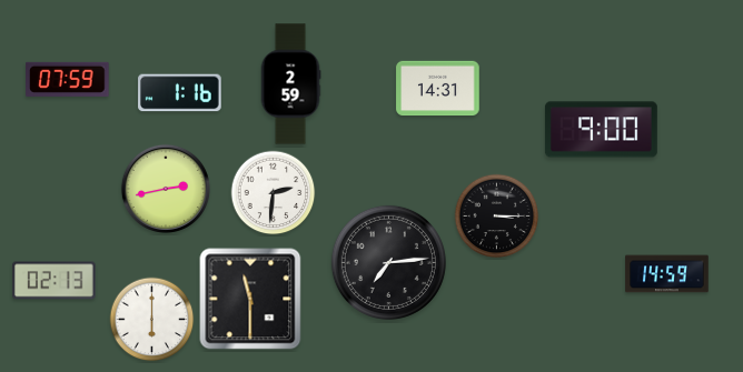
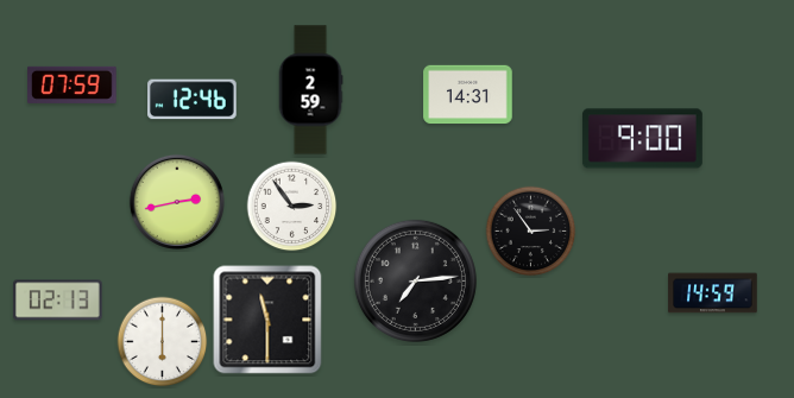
clock at (180, 93): 1:16 -> 12:46
clock at (274, 193): 2:31 -> 2:54
clock at (497, 217): 3:15 -> 2:54
